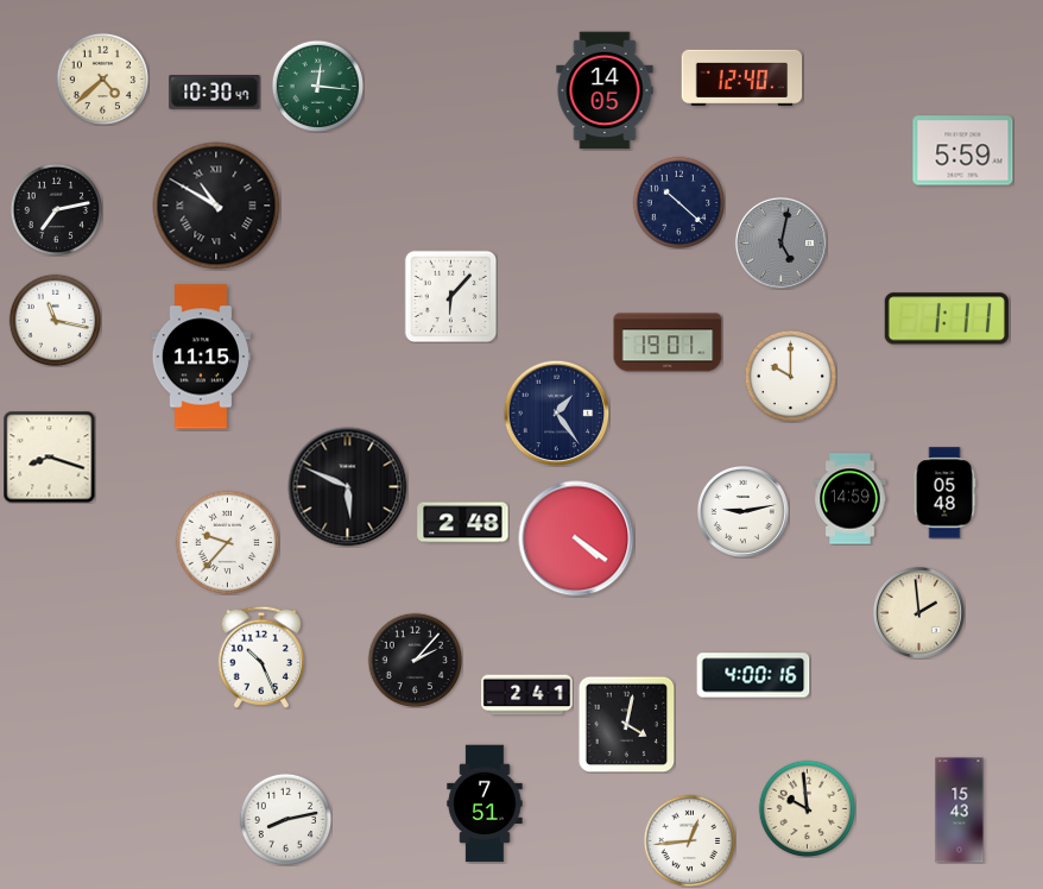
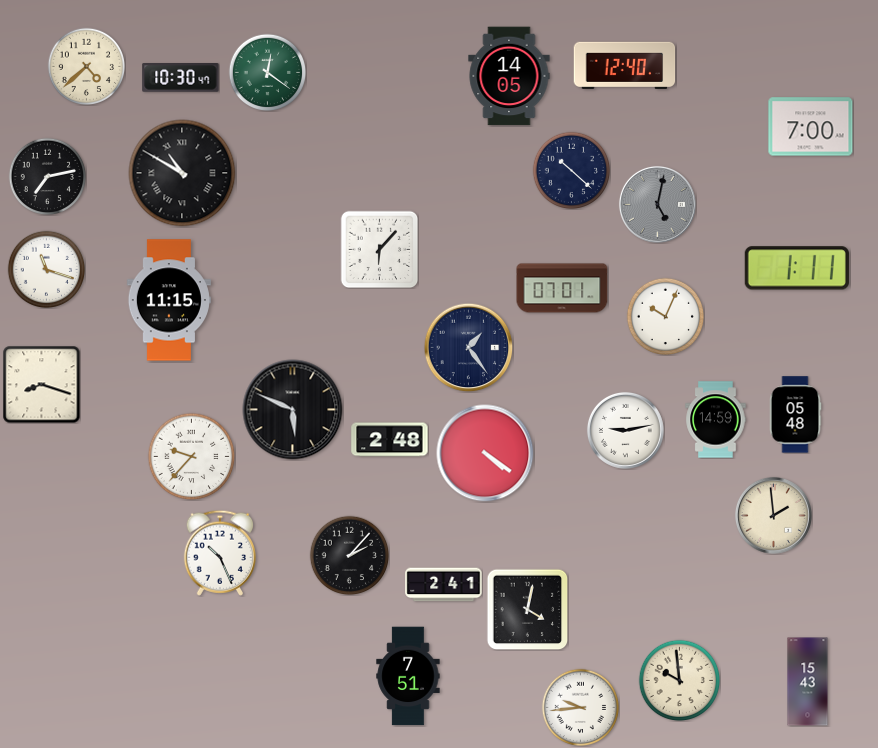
clock at (317, 86): 12:16 -> 12:21
clock at (963, 151): 5:59 -> 7:00
clock at (55, 320): 11:17 -> 11:18
clock at (668, 342): 19:01 -> 07:01
clock at (790, 376): 10:00 -> 10:04
clock at (753, 675): 4:00 -> none
clock at (285, 819): 8:13 -> none
clock at (689, 840): 12:44 -> 9:44
